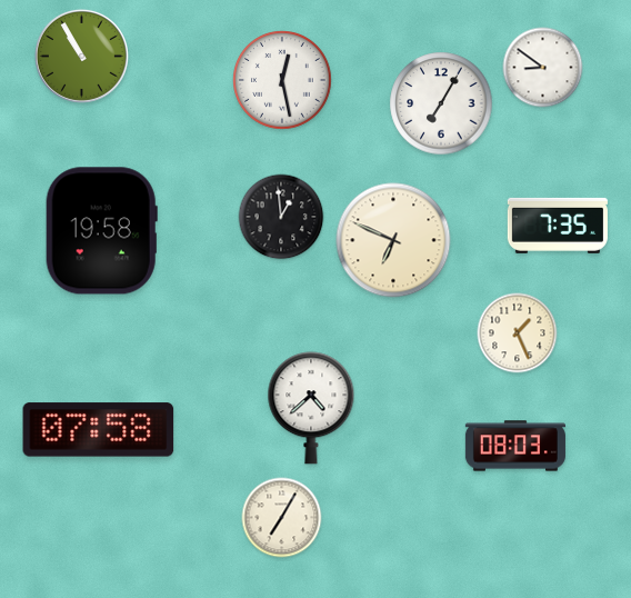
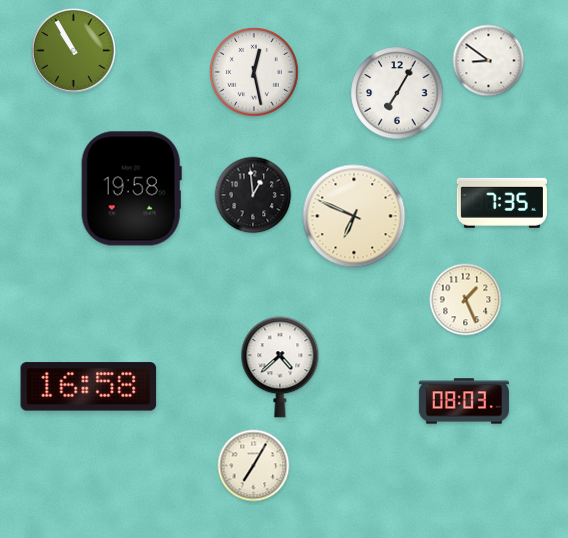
clock at (101, 231) position: (101, 231) -> (131, 189)
clock at (99, 430): 07:58 -> 16:58
